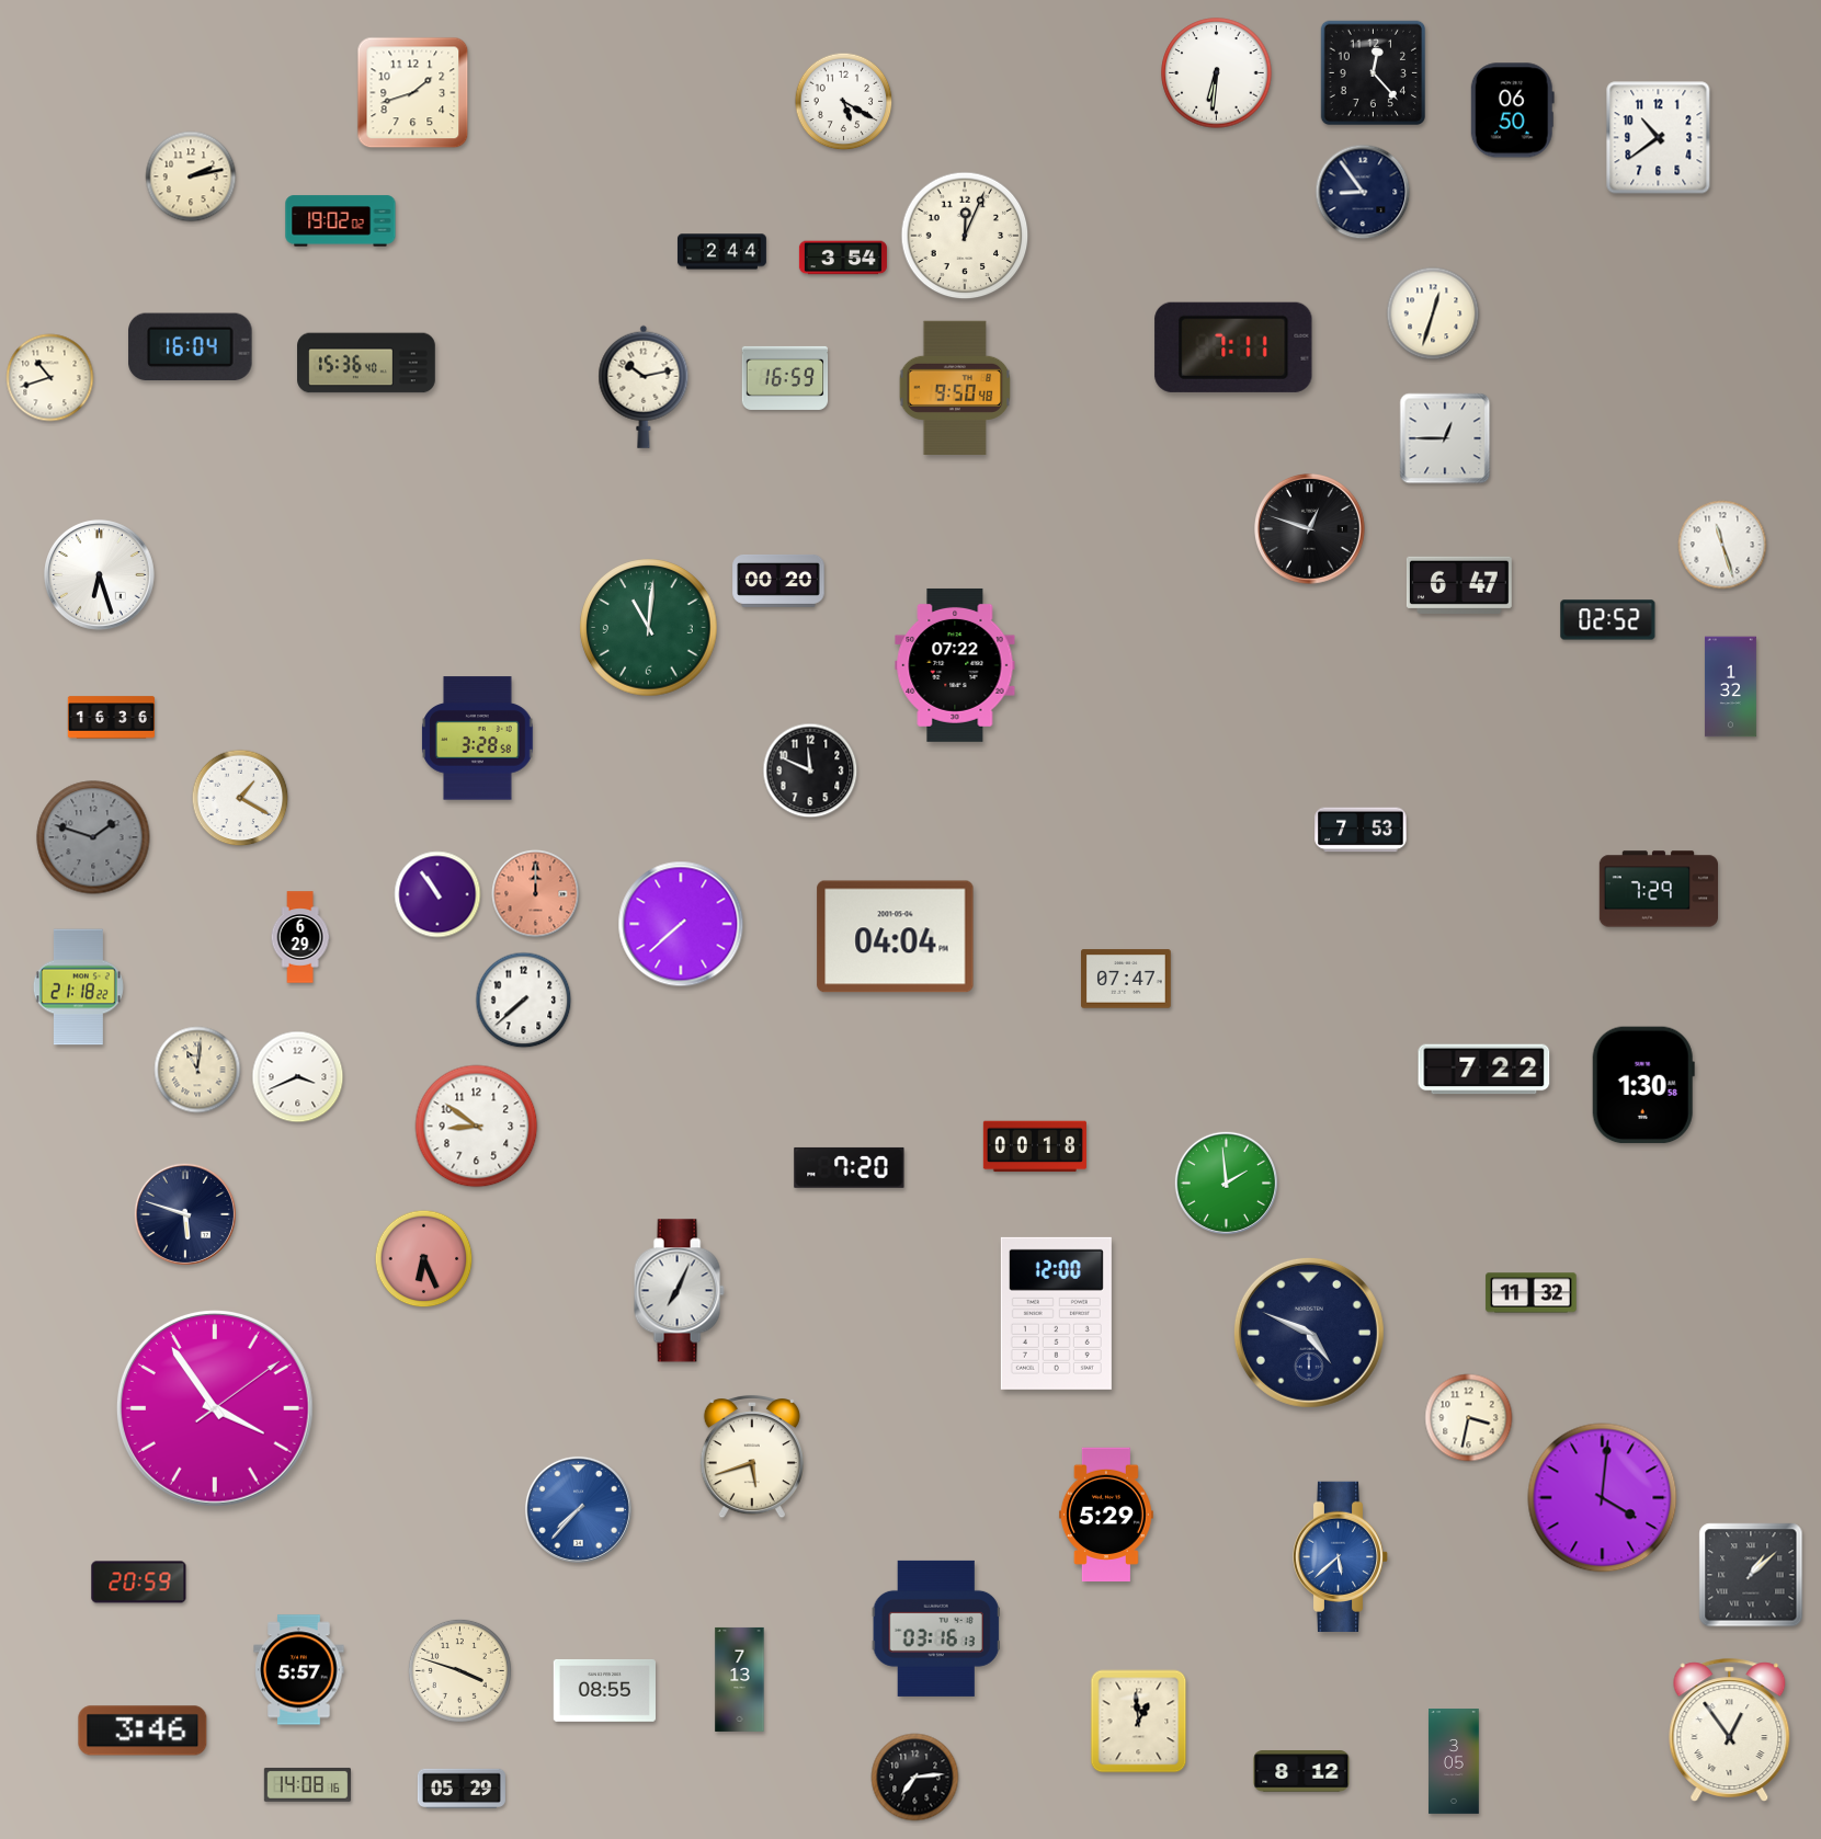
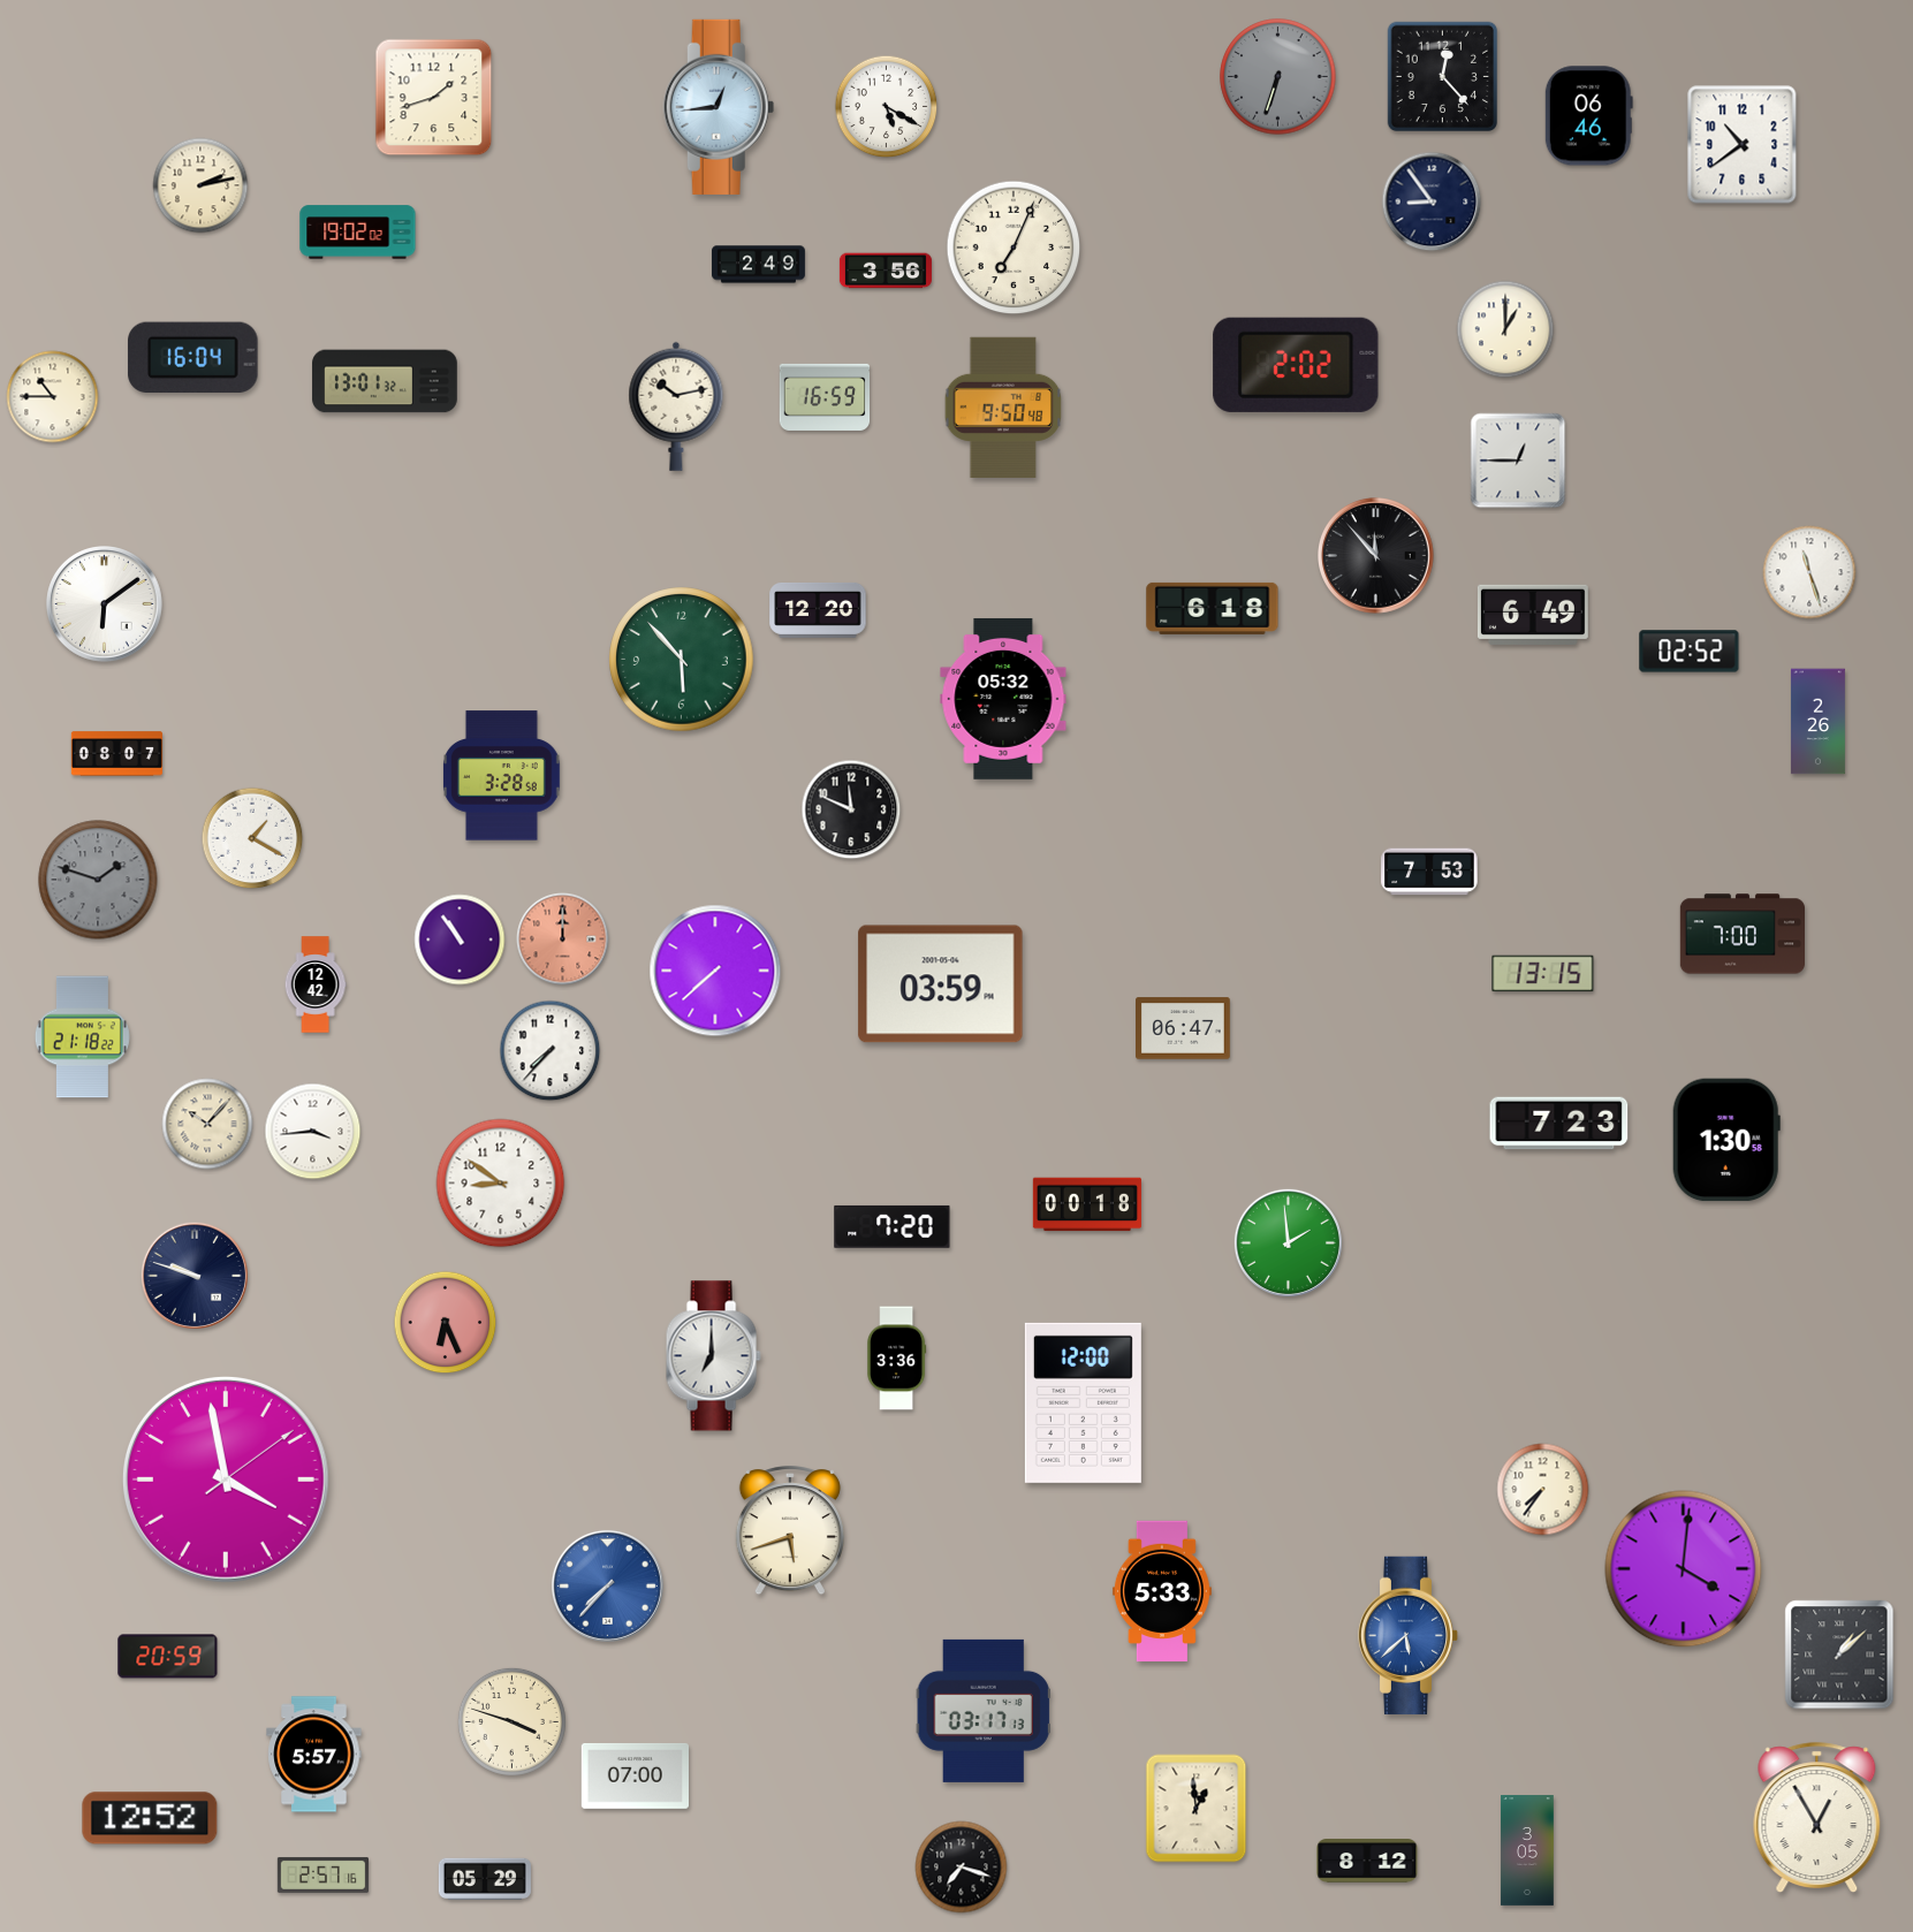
clock at (1217, 73): 6:31 -> 6:33
clock at (1217, 73) dial: white -> grey
clock at (719, 107): none -> 12:44
clock at (1512, 111): 06:50 -> 06:46
clock at (965, 236): 12:04 -> 7:04
clock at (721, 252): 2:44 -> 2:49
clock at (843, 258): 3:54 -> 3:56
clock at (1433, 313): 12:33 -> 1:00
clock at (191, 347) position: (191, 347) -> (193, 358)
clock at (1233, 347): 7:11 -> 2:02
clock at (366, 363): 15:36 -> 13:01
clock at (50, 378): 10:42 -> 10:45
clock at (1310, 529): 12:48 -> 11:53
clock at (100, 575): 6:27 -> 6:09
clock at (1213, 608): none -> 6:18
clock at (778, 581): 00:20 -> 12:20
clock at (1459, 585): 6:47 -> 6:49
clock at (649, 628): 11:01 -> 5:53
clock at (955, 665): 07:22 -> 05:32
clock at (1730, 687): 1:32 -> 2:26
clock at (111, 718): 16:36 -> 08:07
clock at (1658, 889): 7:29 -> 7:00
clock at (1543, 974): none -> 13:15
clock at (300, 937): 6:29 -> 12:42
clock at (896, 937): 04:04 -> 03:59
clock at (1127, 979): 07:47 -> 06:47
clock at (524, 1001): 7:38 -> 7:37
clock at (197, 1070): 11:01 -> 10:07
clock at (1484, 1070): 7:22 -> 7:23
clock at (298, 1077): 3:41 -> 3:44
clock at (184, 1213): 5:48 -> 9:48
clock at (679, 1291): 7:04 -> 7:00
clock at (897, 1359): none -> 3:36
clock at (1532, 1293): 11:32 -> none
clock at (1056, 1313) position: (1056, 1313) -> (1083, 1402)
clock at (1309, 1333): 4:49 -> none
clock at (215, 1408): 3:54 -> 3:58
clock at (1469, 1418): 3:32 -> 7:36
clock at (1603, 1498) position: (1603, 1498) -> (1684, 1569)
clock at (1106, 1515): 5:29 -> 5:33
clock at (139, 1583) position: (139, 1583) -> (168, 1657)
clock at (936, 1629): 03:16 -> 03:17
clock at (459, 1670) position: (459, 1670) -> (511, 1721)
clock at (740, 1679): 7:13 -> none
clock at (604, 1690): 08:55 -> 07:00
clock at (1730, 1729): 12:54 -> 12:55
clock at (143, 1731): 3:46 -> 12:52
clock at (915, 1778): 7:14 -> 7:18
clock at (307, 1785): 14:08 -> 2:57
